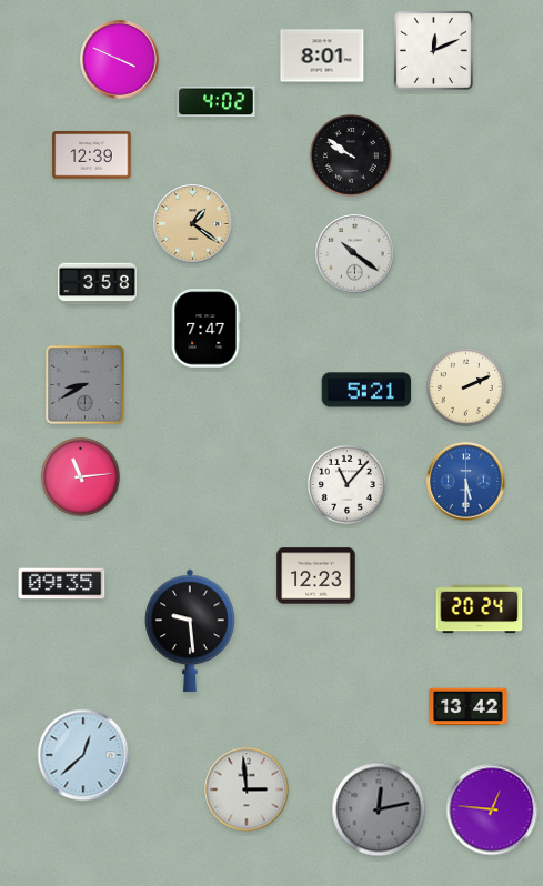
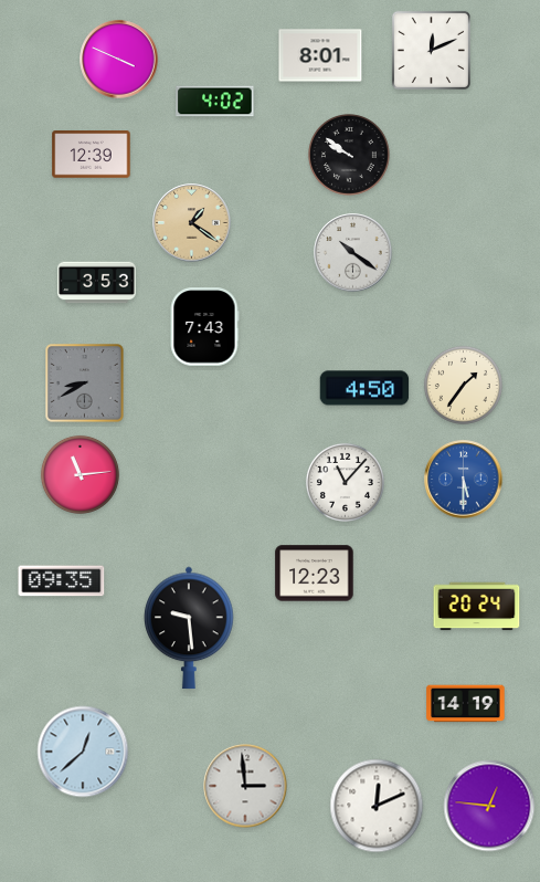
clock at (98, 284): 3:58 -> 3:53
clock at (205, 329): 7:47 -> 7:43
clock at (465, 386): 2:11 -> 1:36
clock at (366, 390): 5:21 -> 4:50
clock at (469, 707): 13:42 -> 14:19
clock at (379, 809): 12:13 -> 12:11
clock at (379, 809) dial: grey -> white
